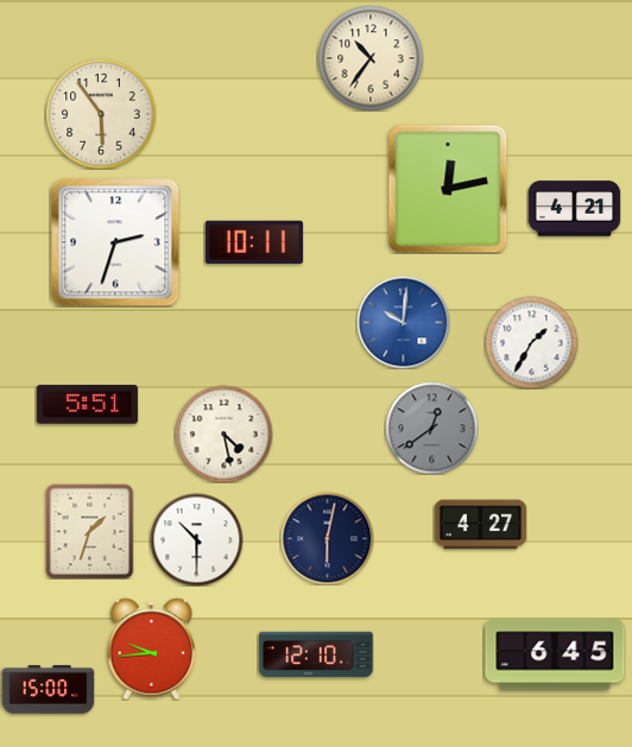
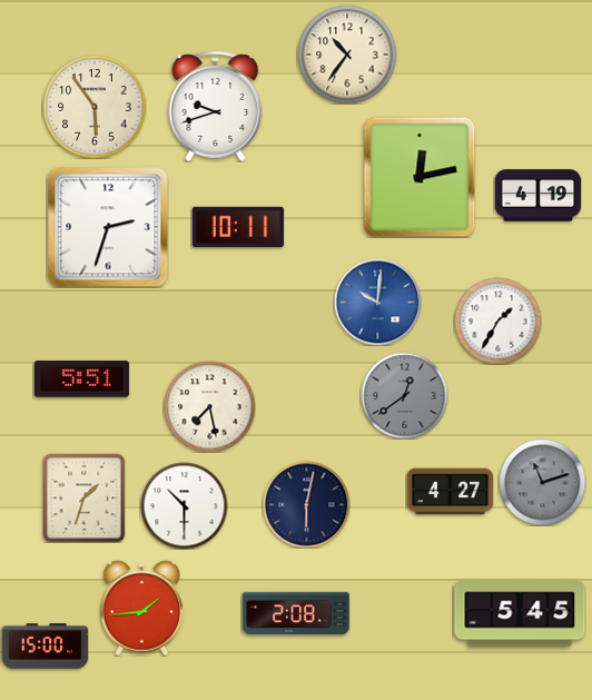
clock at (216, 106): none -> 9:42
clock at (574, 209): 4:21 -> 4:19
clock at (431, 428) position: (431, 428) -> (404, 395)
clock at (223, 433): 4:28 -> 7:28
clock at (542, 482): none -> 11:12
clock at (152, 648): 9:44 -> 1:44
clock at (316, 653): 12:10 -> 2:08
clock at (555, 654): 6:45 -> 5:45
